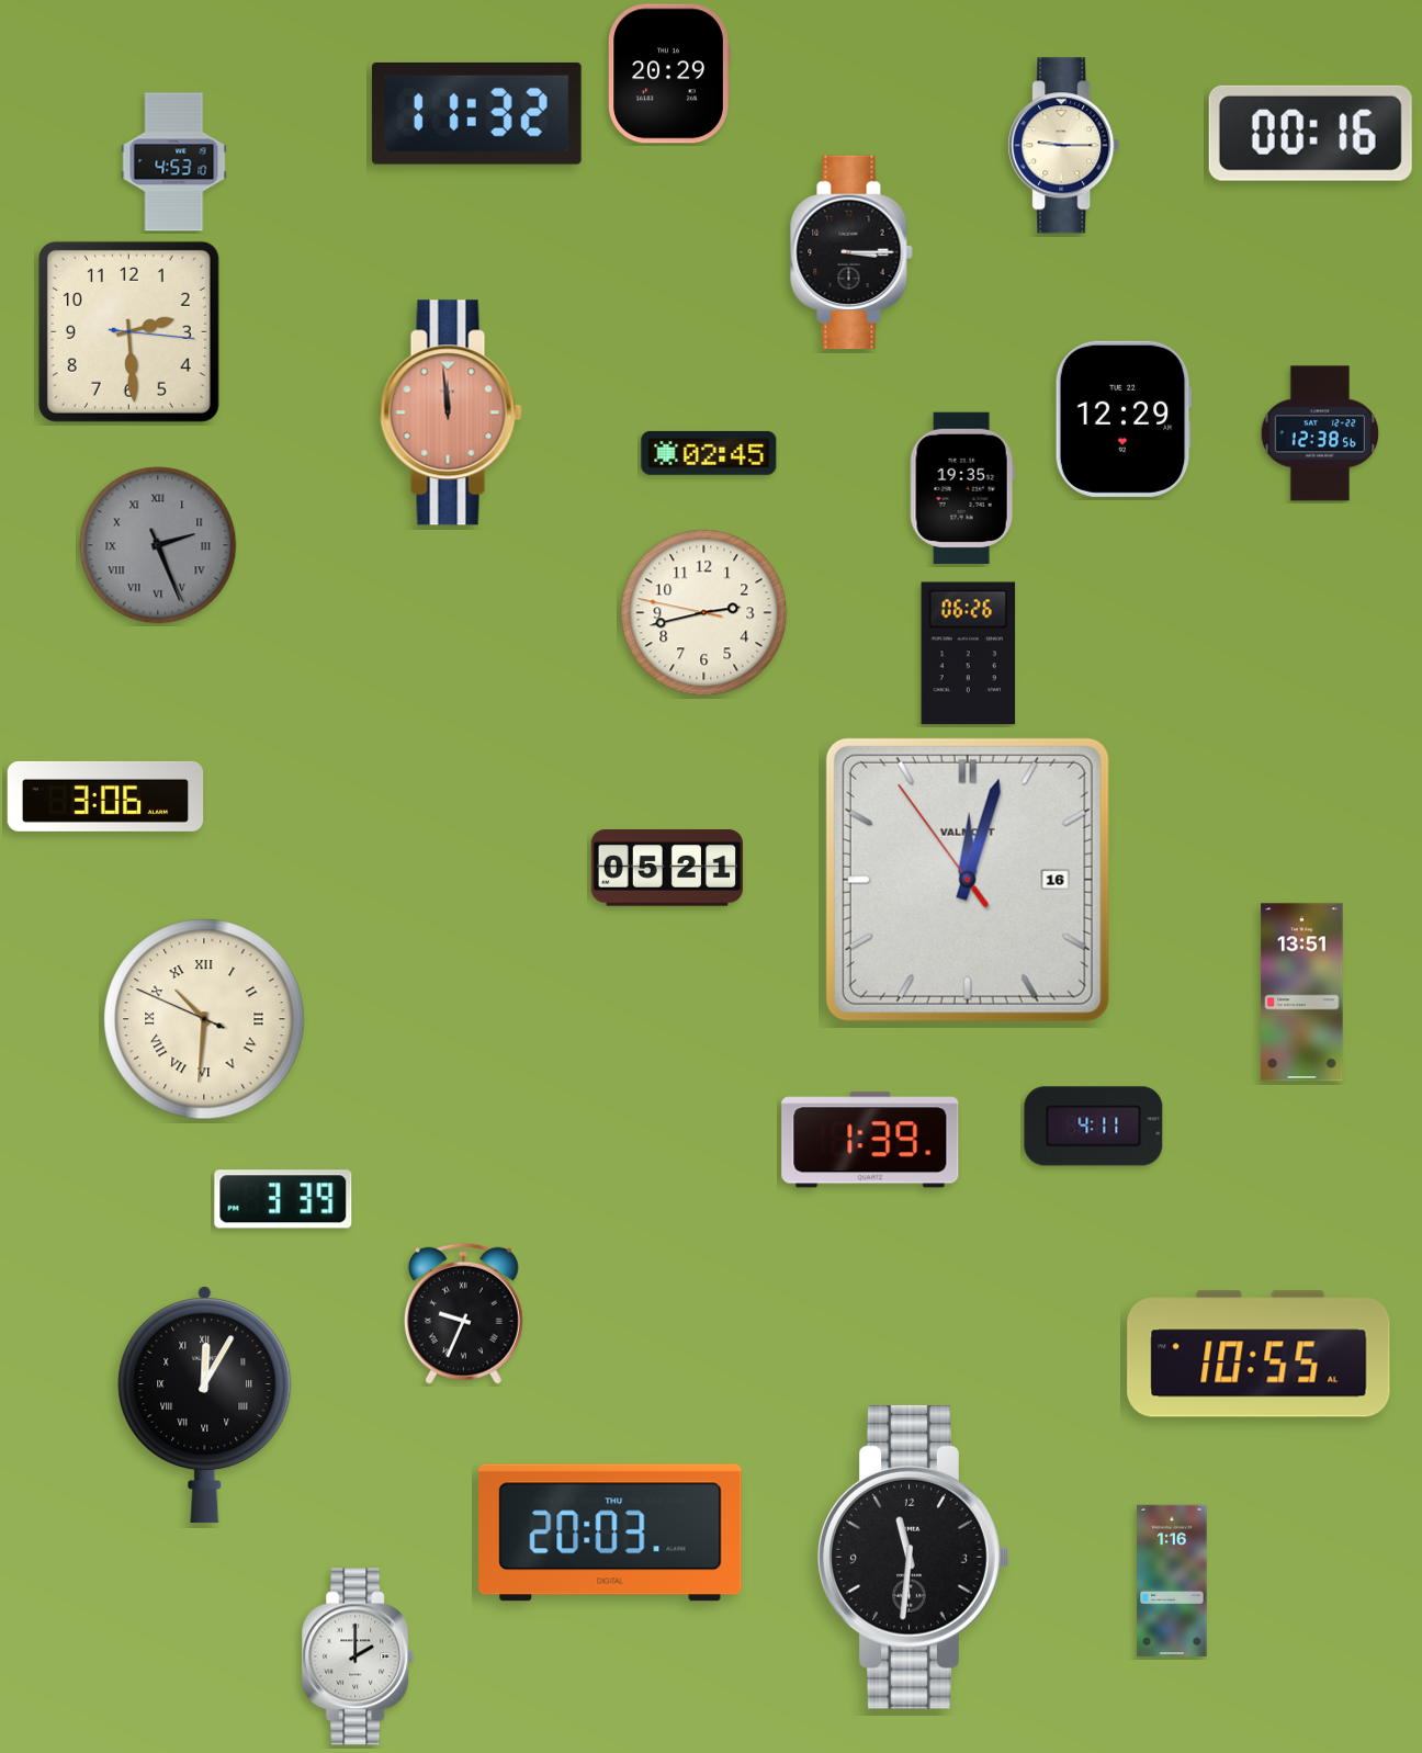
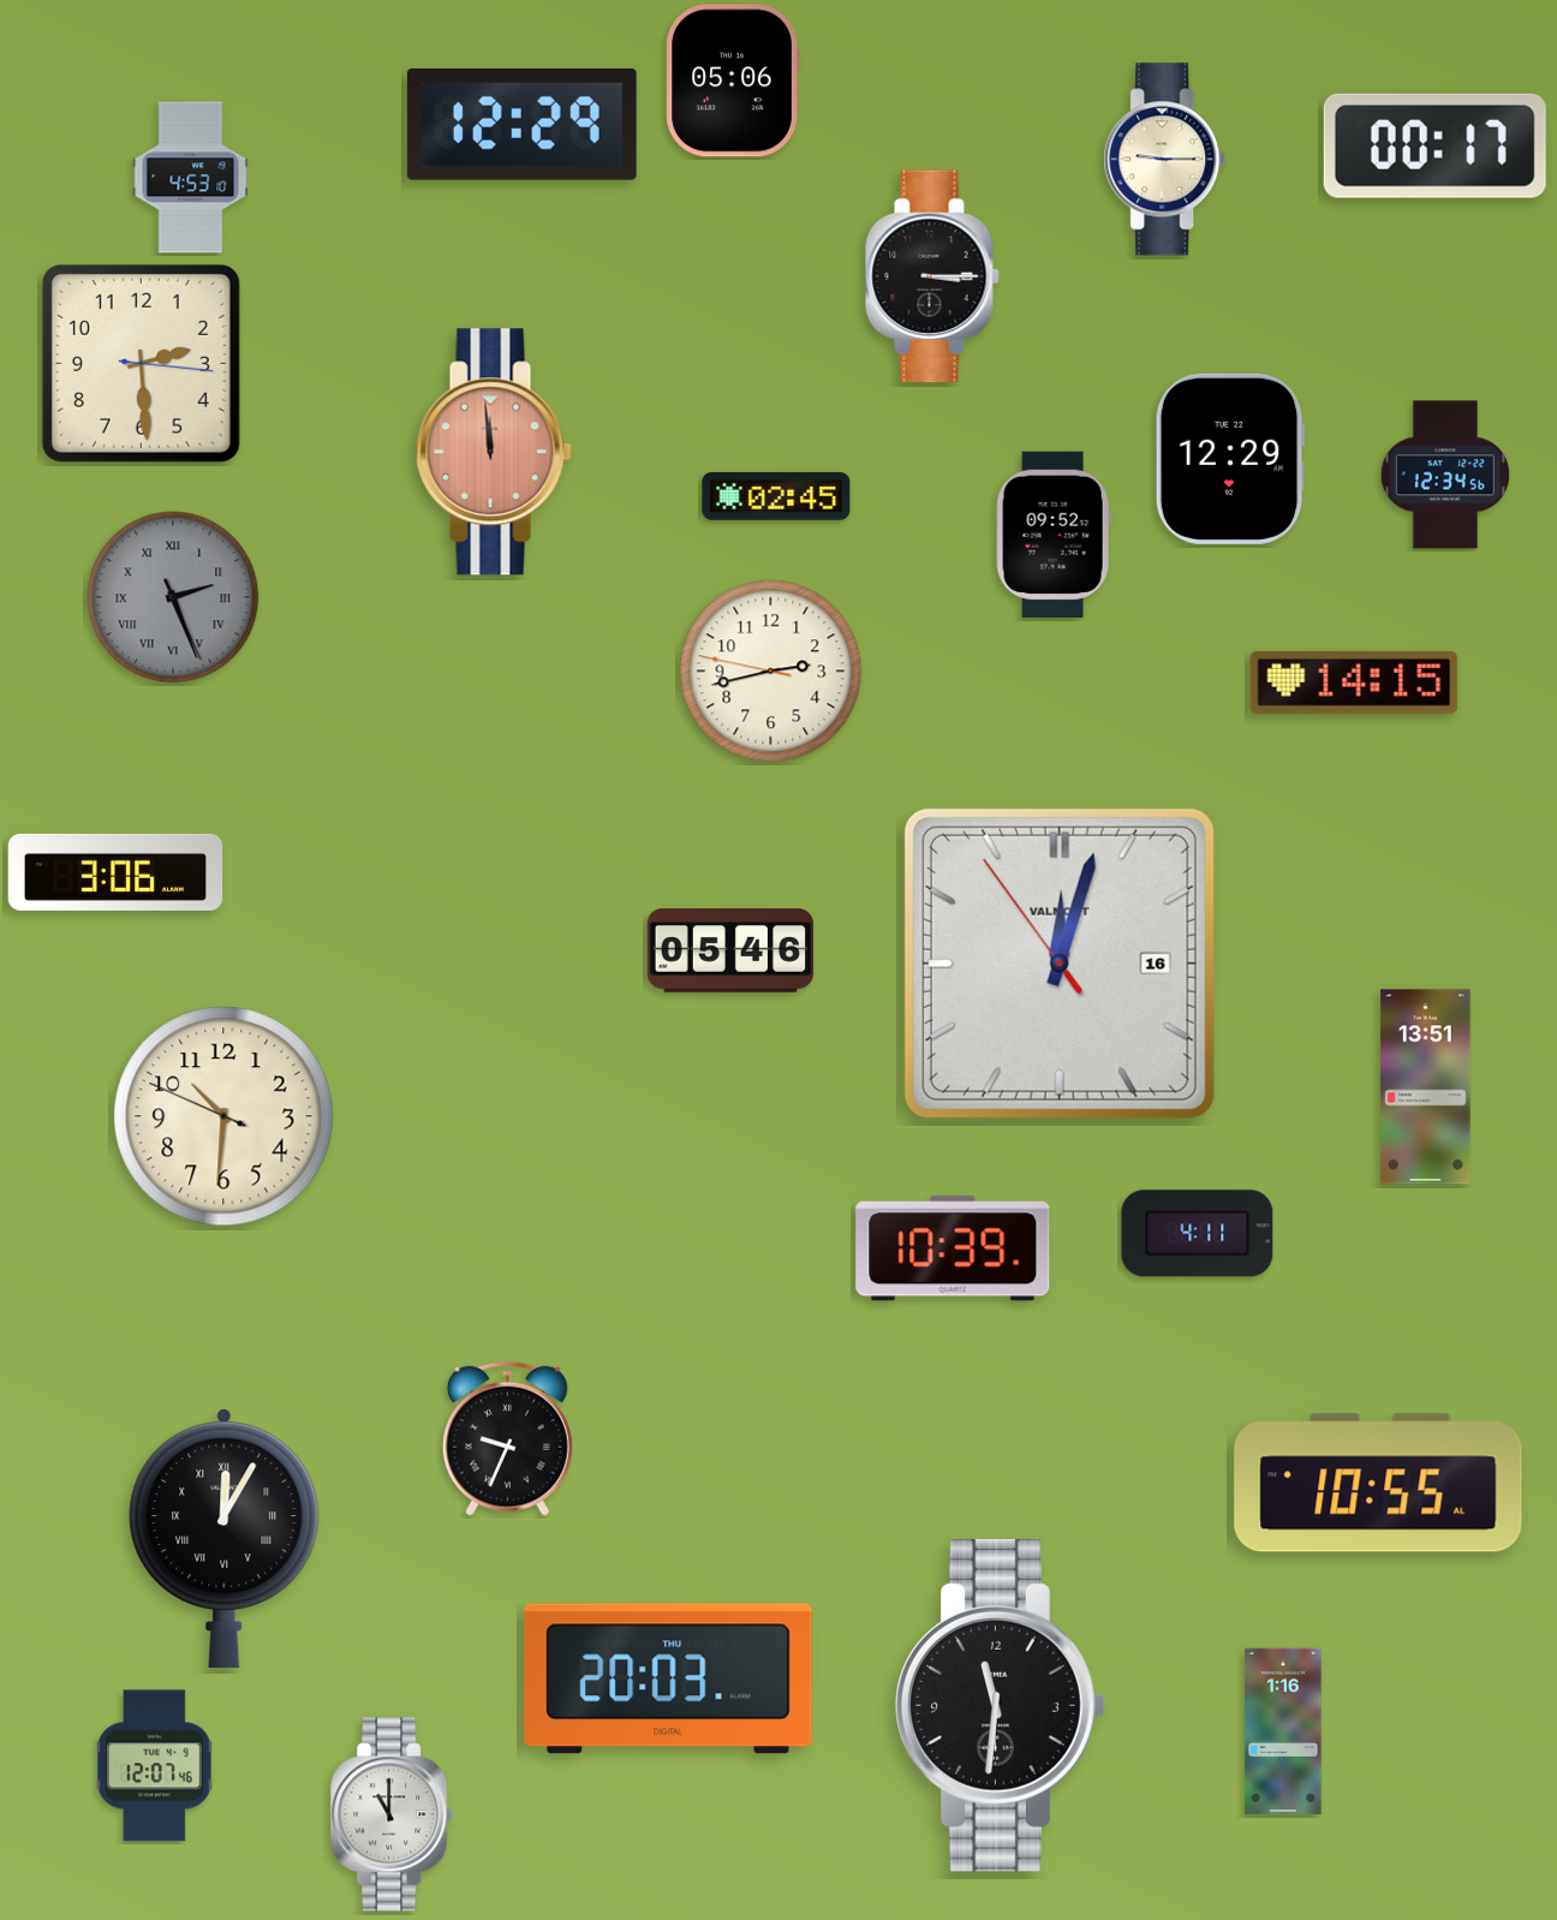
clock at (669, 73): 20:29 -> 05:06
clock at (476, 113): 11:32 -> 12:29
clock at (1310, 133): 00:16 -> 00:17
clock at (1319, 433): 12:38 -> 12:34
clock at (962, 488): 19:35 -> 09:52
clock at (1354, 682): none -> 14:15
clock at (969, 654): 06:26 -> none
clock at (666, 868): 05:21 -> 05:46
clock at (204, 1019) numerals: Roman -> Arabic
clock at (870, 1140): 1:39 -> 10:39
clock at (283, 1199): 3:39 -> none
clock at (155, 1766): none -> 12:07
clock at (359, 1656): 2:00 -> 11:00
